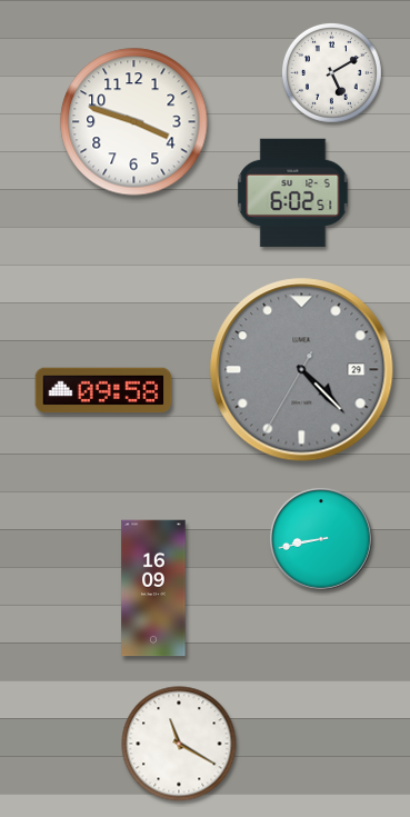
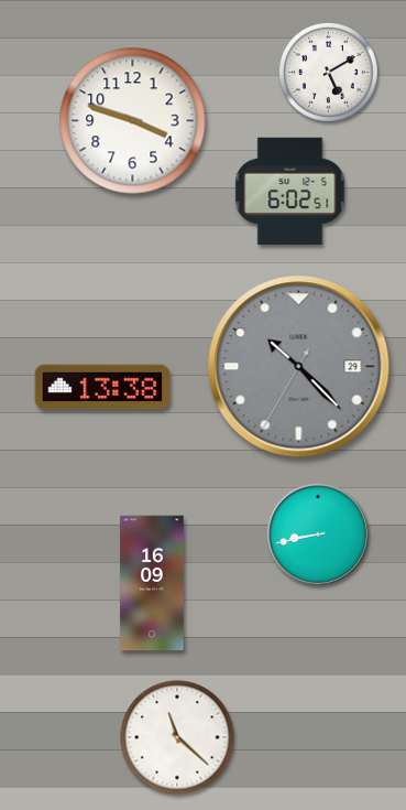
clock at (302, 370): 4:22 -> 10:22
clock at (103, 390): 09:58 -> 13:38
clock at (179, 744): 11:20 -> 11:22
